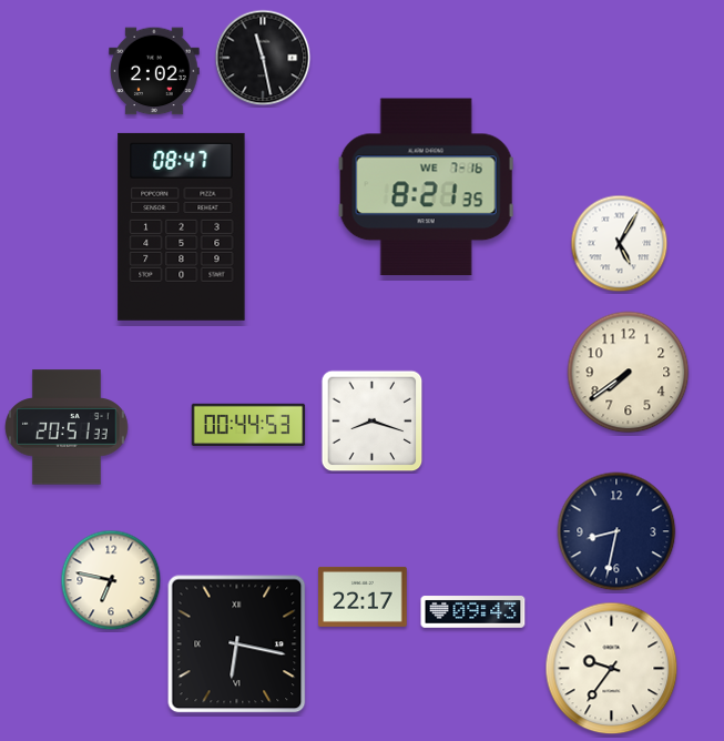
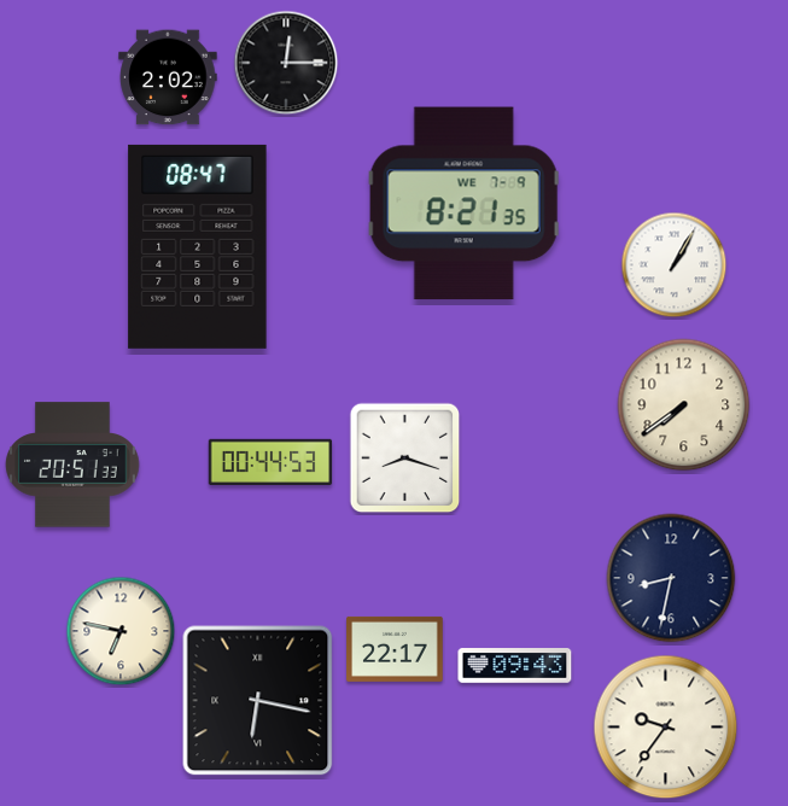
clock at (263, 58): 11:28 -> 12:15
clock at (427, 187) date: WE 7-16 -> WE 7-9
clock at (620, 244): 5:05 -> 1:05
